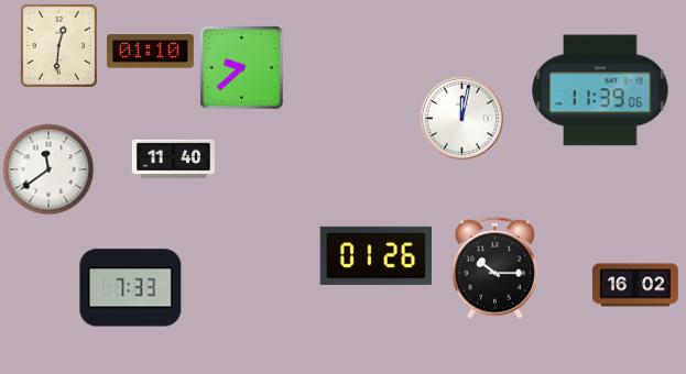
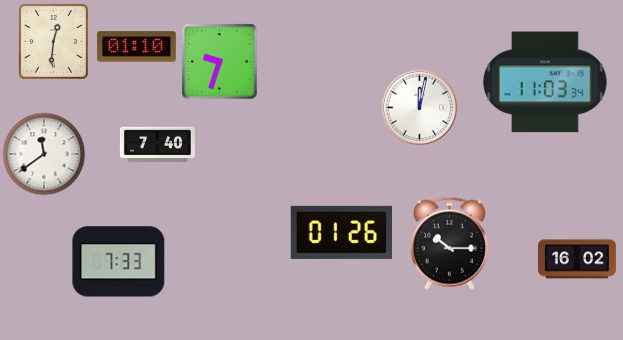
clock at (242, 68): 9:38 -> 9:33
clock at (600, 90): 11:39 -> 11:03
clock at (173, 159): 11:40 -> 7:40
